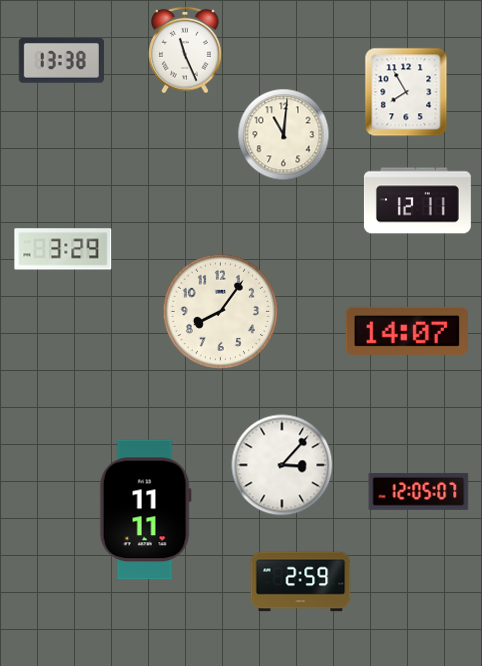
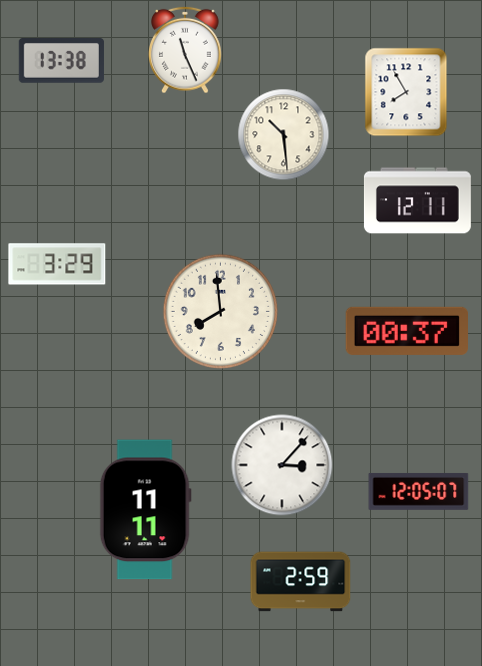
clock at (284, 135): 11:01 -> 10:29
clock at (63, 249) position: (63, 249) -> (57, 264)
clock at (220, 311): 8:06 -> 7:59
clock at (406, 331): 14:07 -> 00:37
